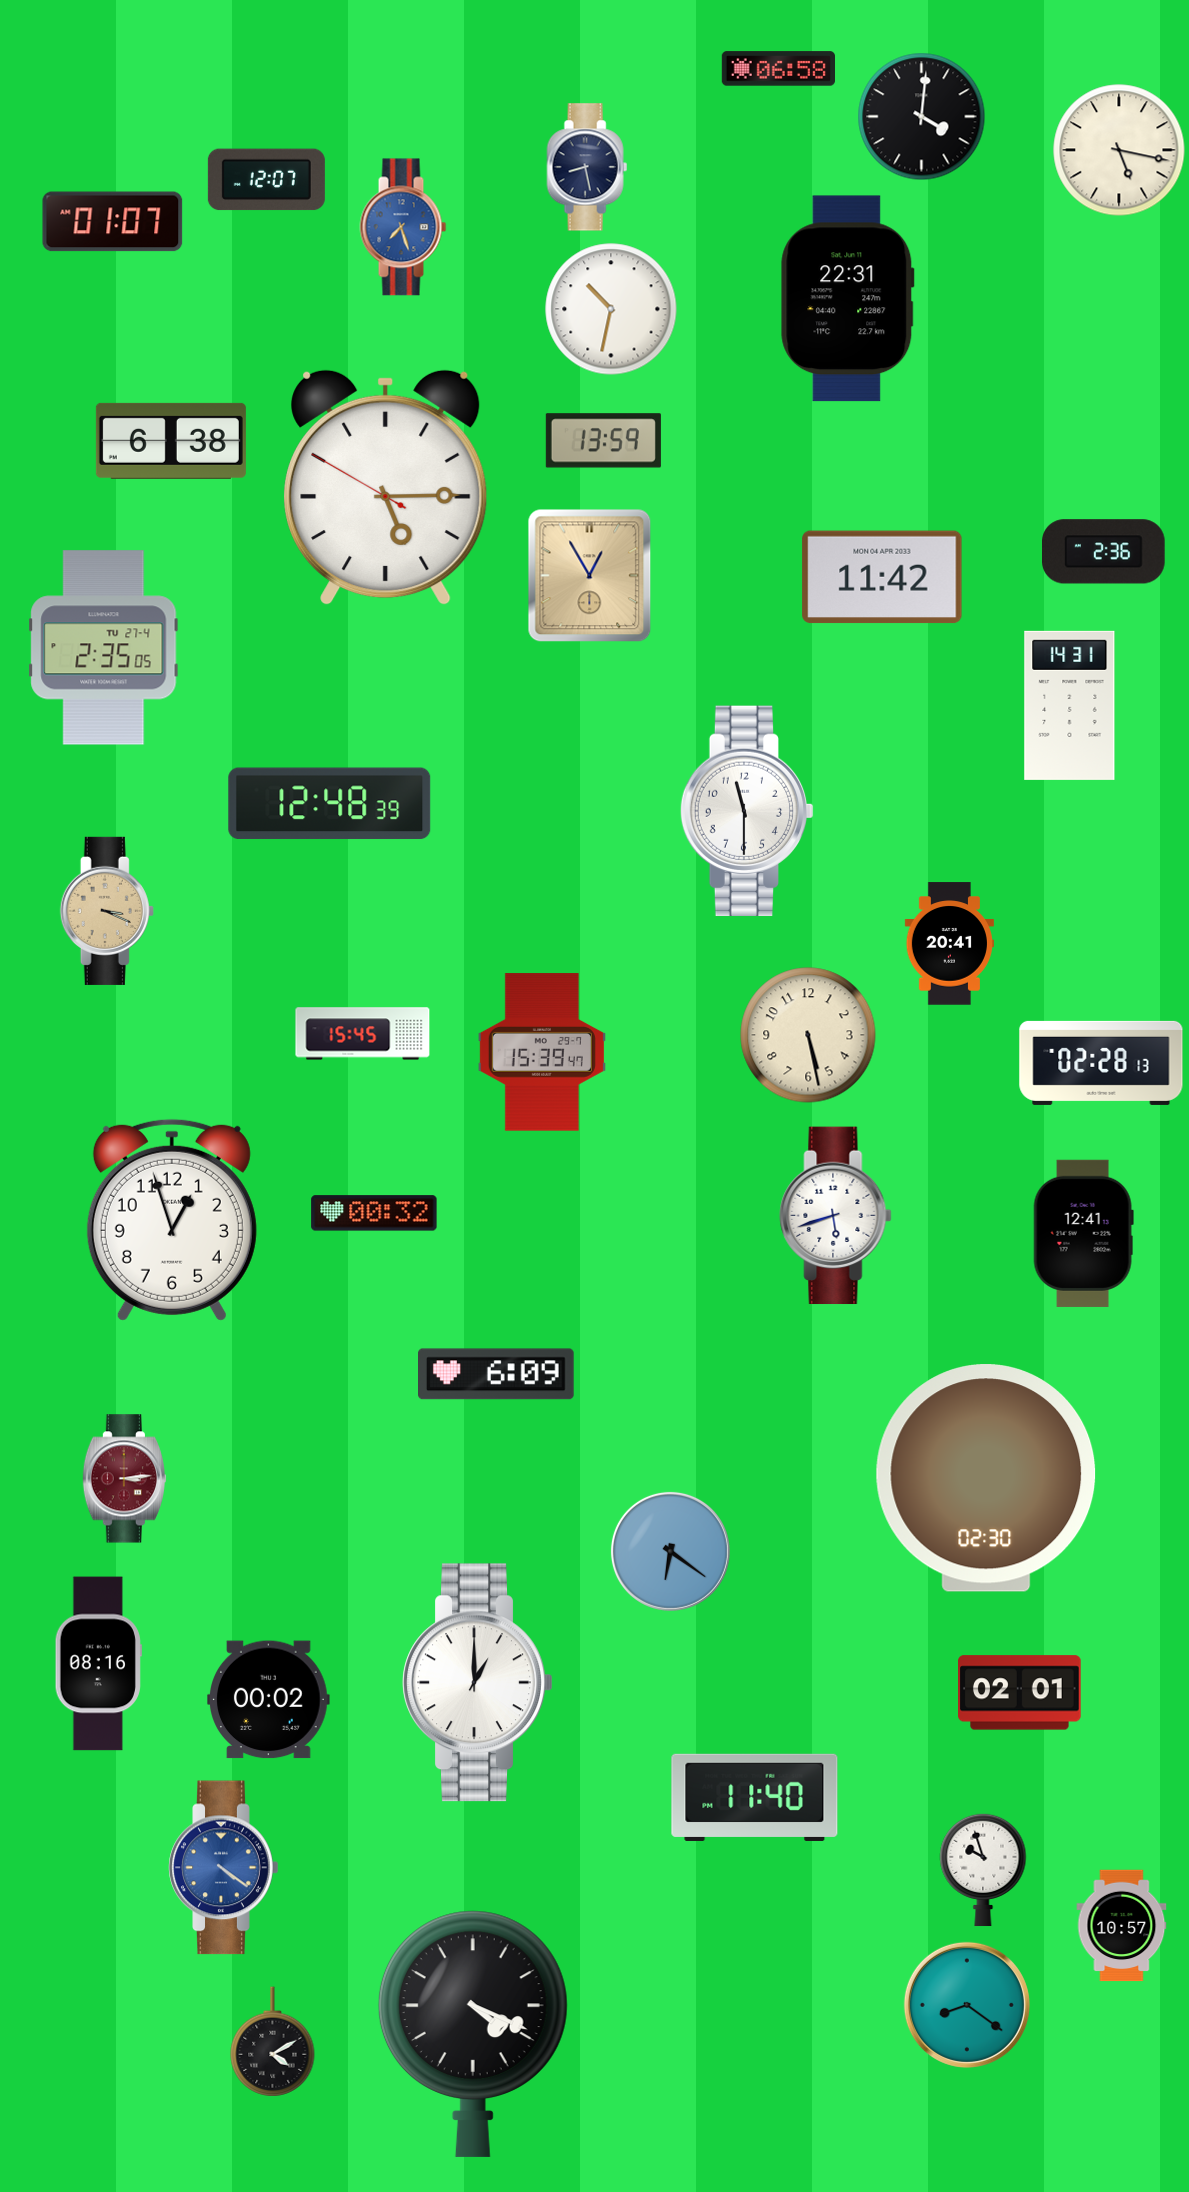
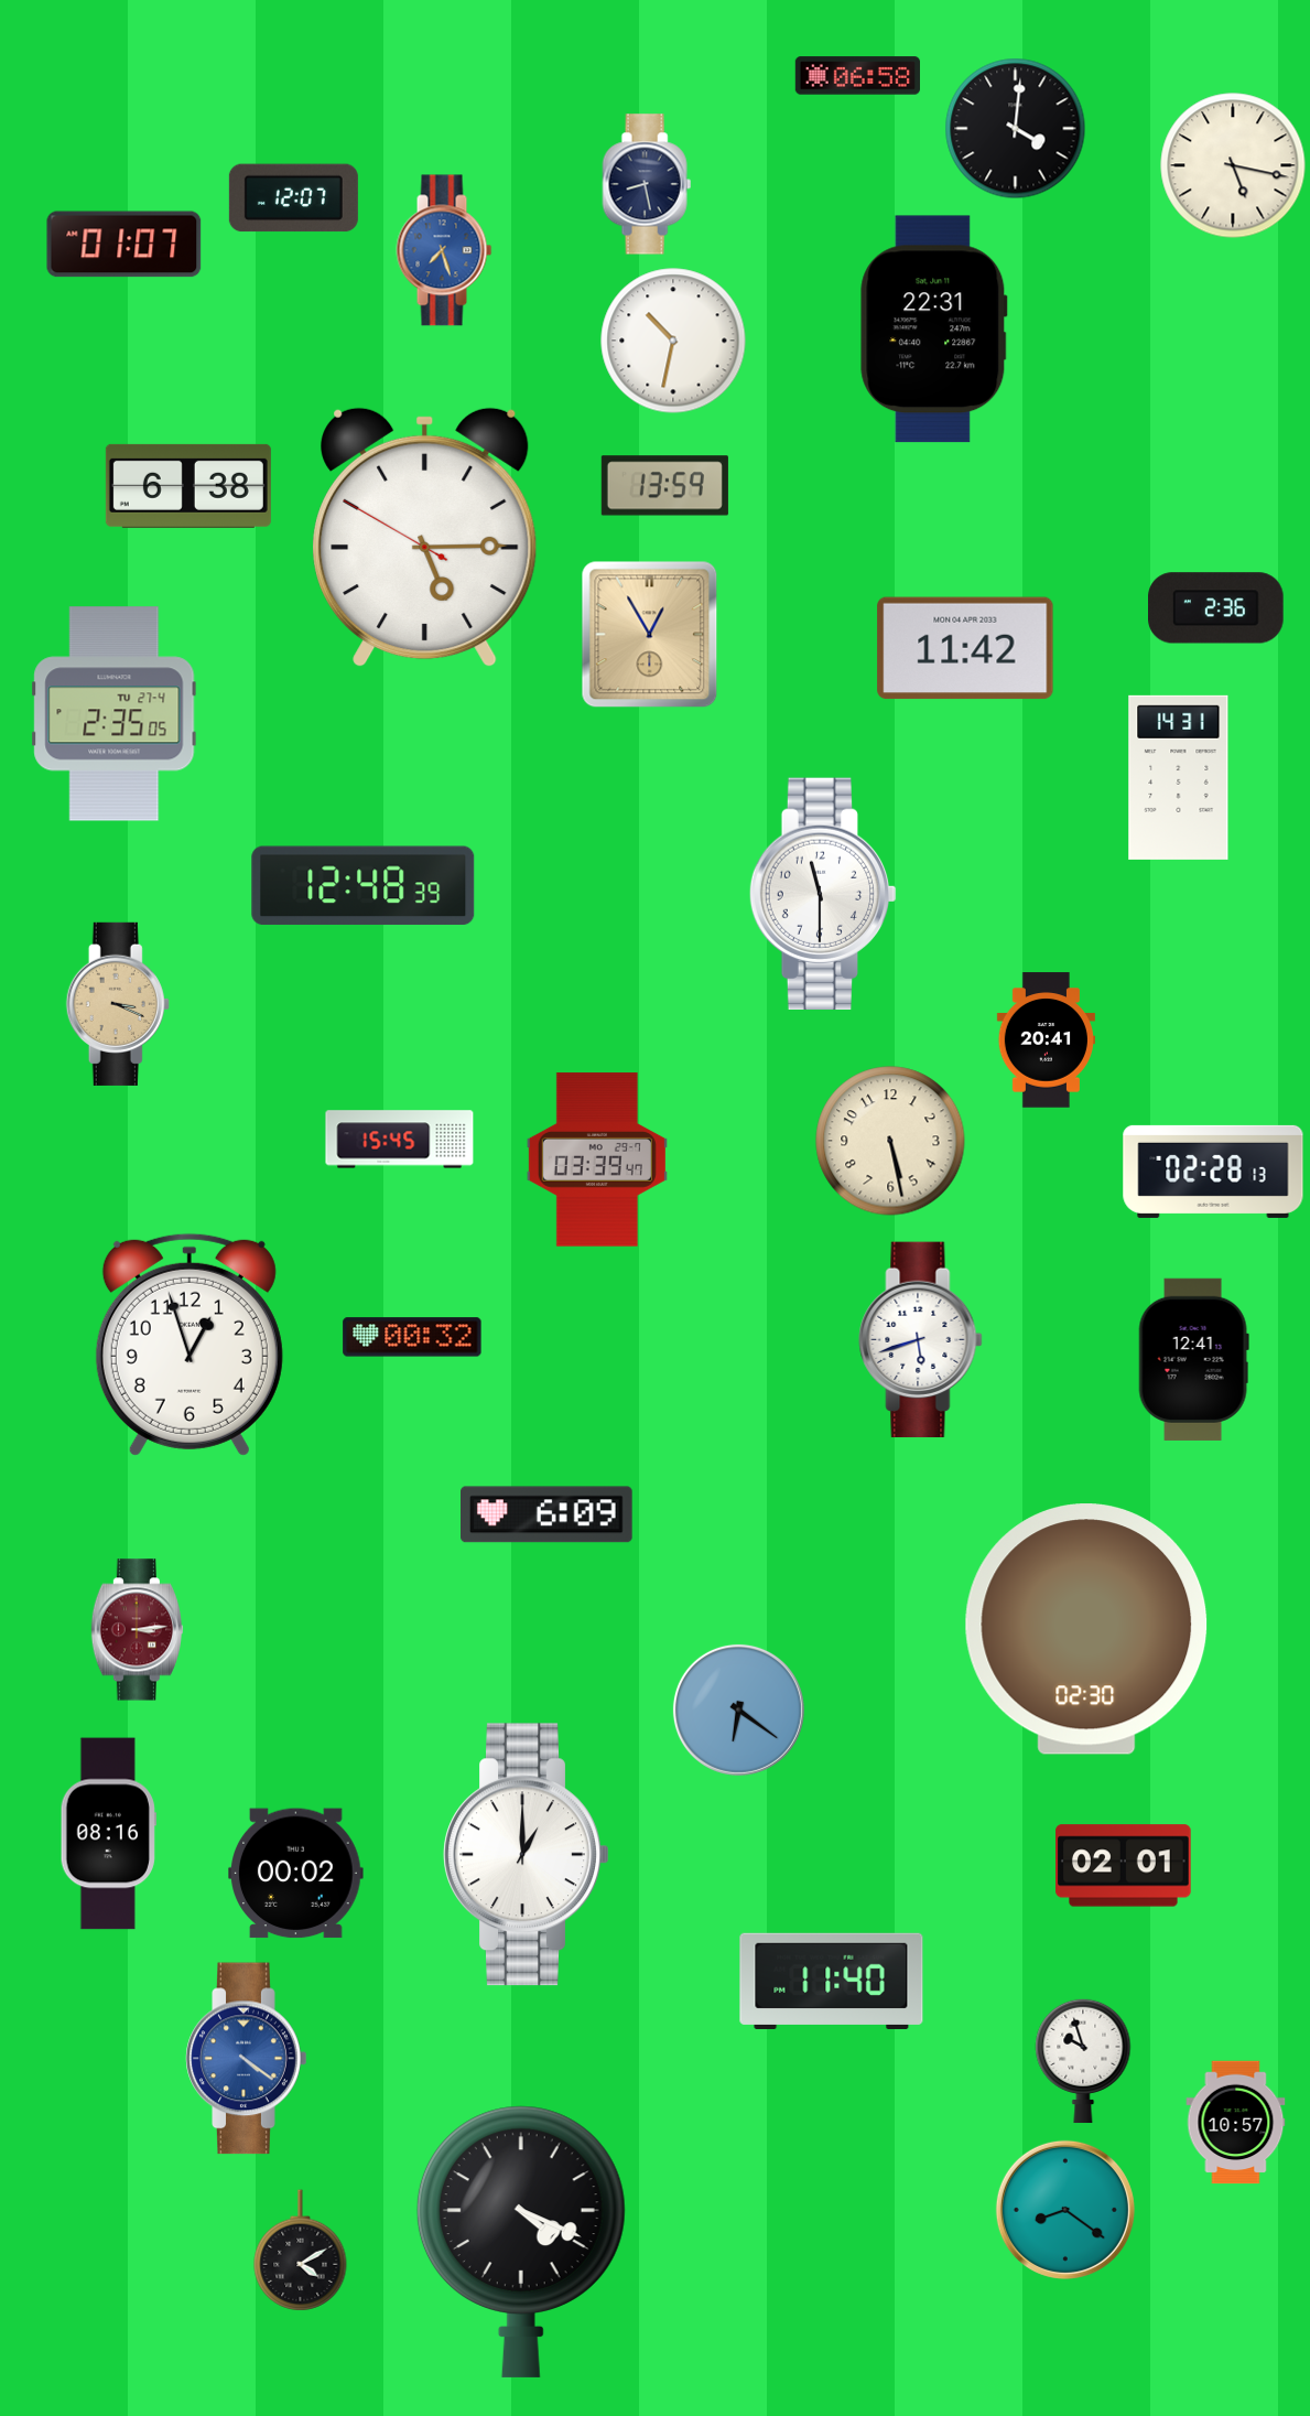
clock at (882, 577) position: (882, 577) -> (965, 648)
clock at (542, 1052): 15:39 -> 03:39
